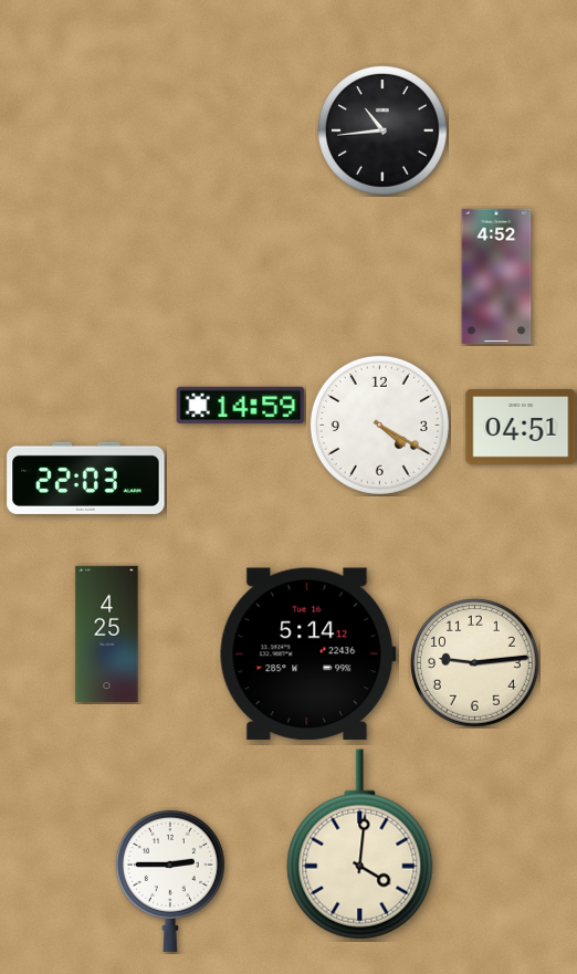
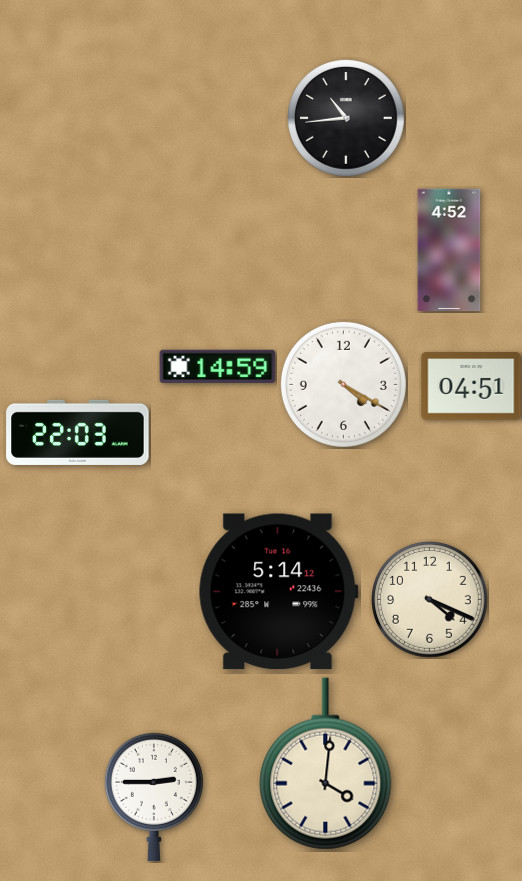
clock at (107, 635): 4:25 -> none
clock at (475, 663): 9:14 -> 4:19
